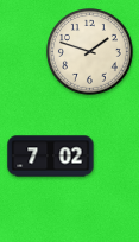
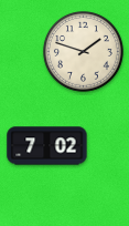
clock at (90, 52) position: (90, 52) -> (84, 52)
